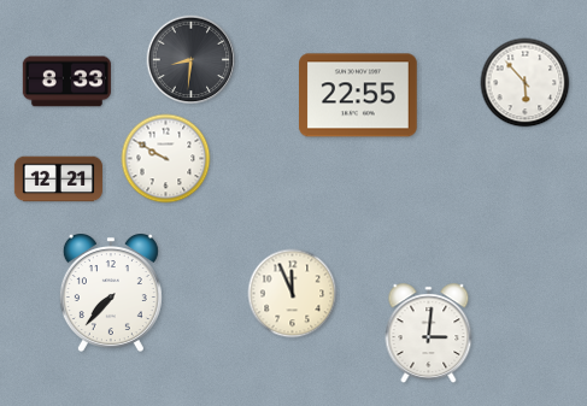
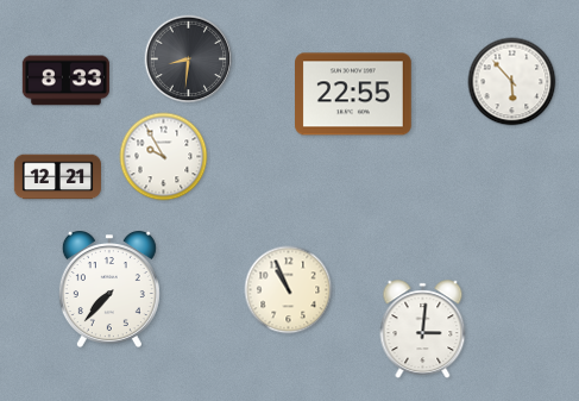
clock at (526, 83) position: (526, 83) -> (512, 82)
clock at (166, 159): 9:50 -> 9:55
clock at (293, 294): 11:56 -> 10:56
